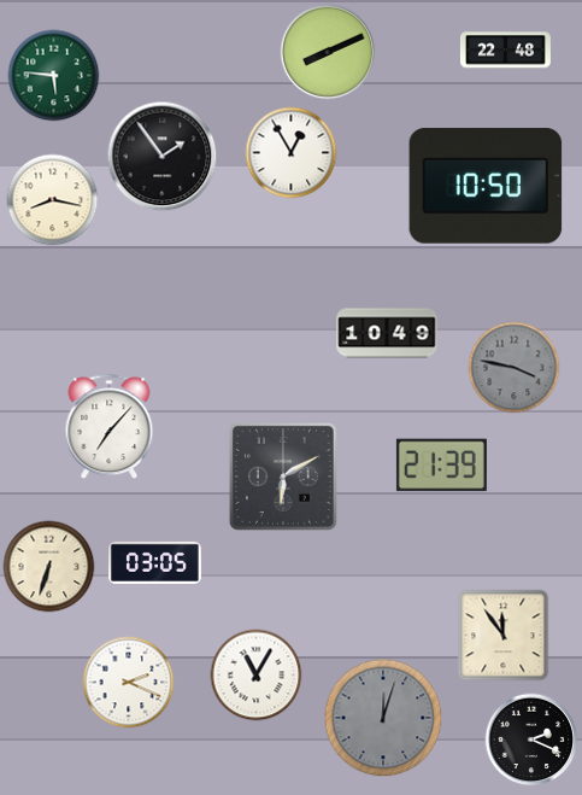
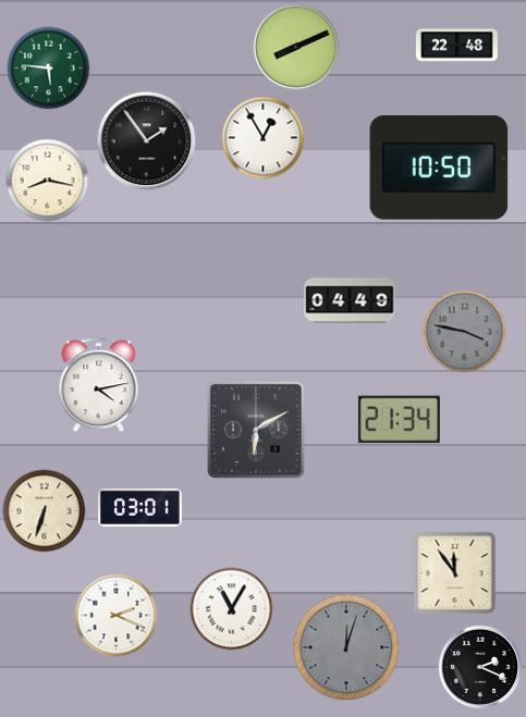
clock at (387, 333): 10:49 -> 04:49
clock at (110, 427): 7:07 -> 4:13
clock at (441, 466): 21:39 -> 21:34
clock at (155, 562): 03:05 -> 03:01
